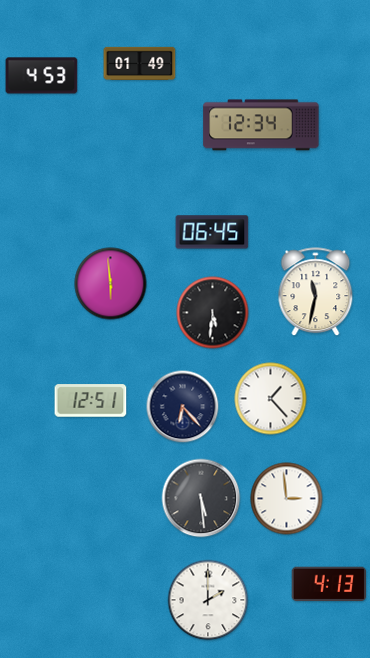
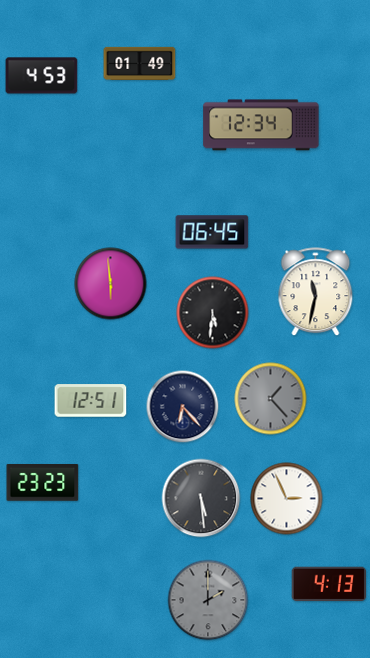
clock at (271, 399) dial: white -> grey
clock at (43, 483): none -> 23:23
clock at (287, 499): 2:59 -> 2:56
clock at (208, 600) dial: white -> grey
